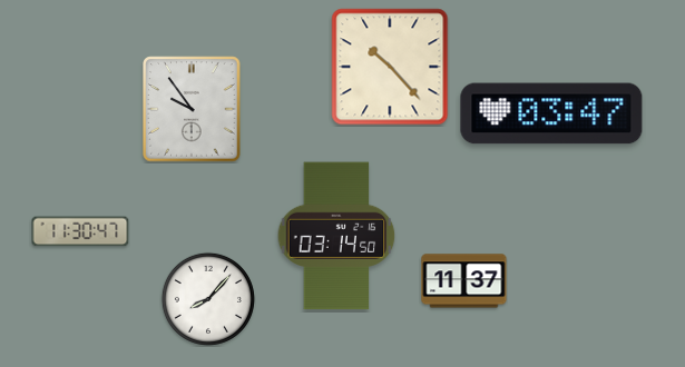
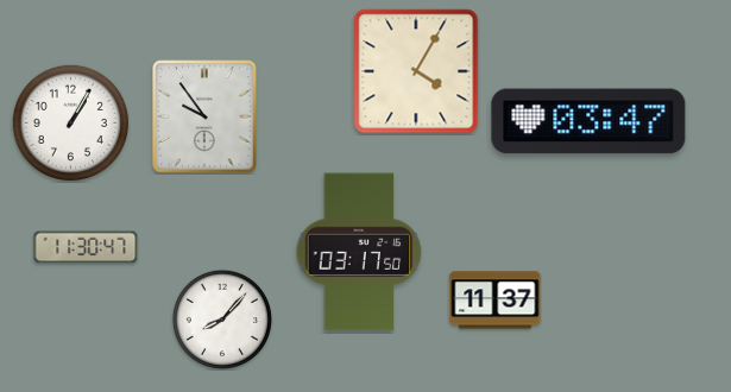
clock at (390, 67): 10:23 -> 4:05
clock at (71, 124): none -> 1:05
clock at (336, 236): 03:14 -> 03:17
